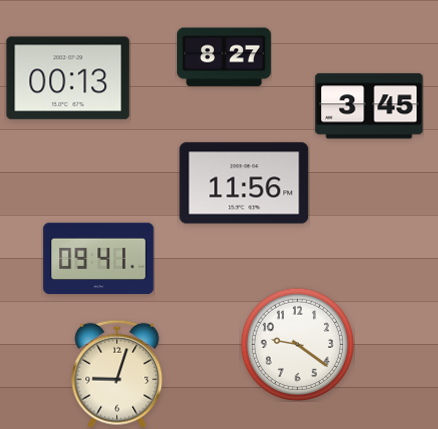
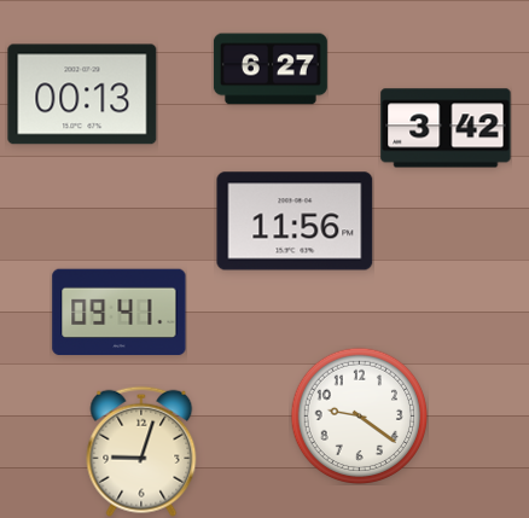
clock at (224, 57): 8:27 -> 6:27
clock at (369, 106): 3:45 -> 3:42
